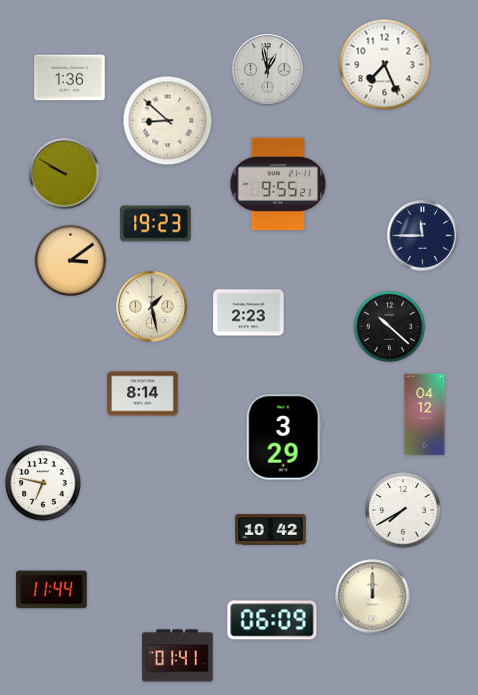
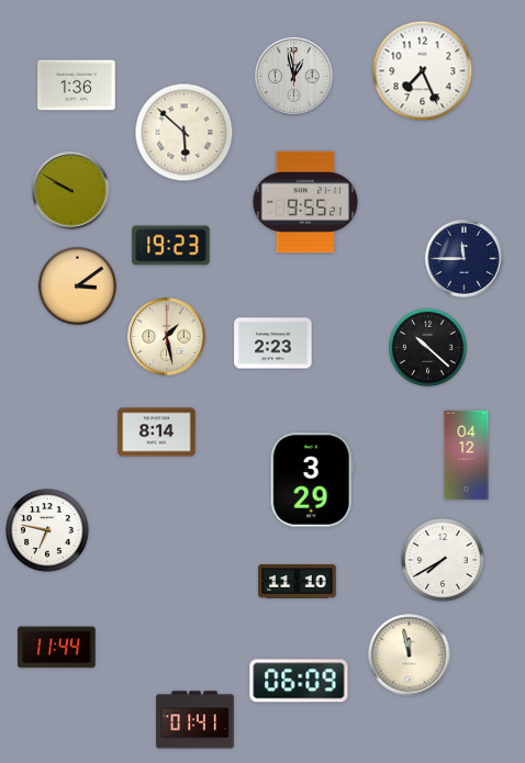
clock at (168, 121): 8:52 -> 5:52
clock at (389, 326) position: (389, 326) -> (427, 347)
clock at (271, 530): 10:42 -> 11:10
clock at (373, 597): 12:00 -> 11:58
